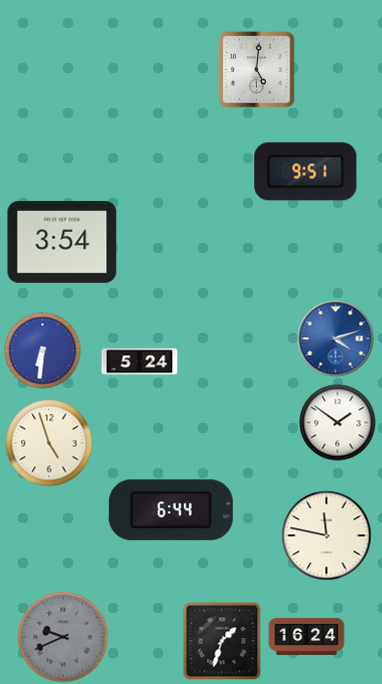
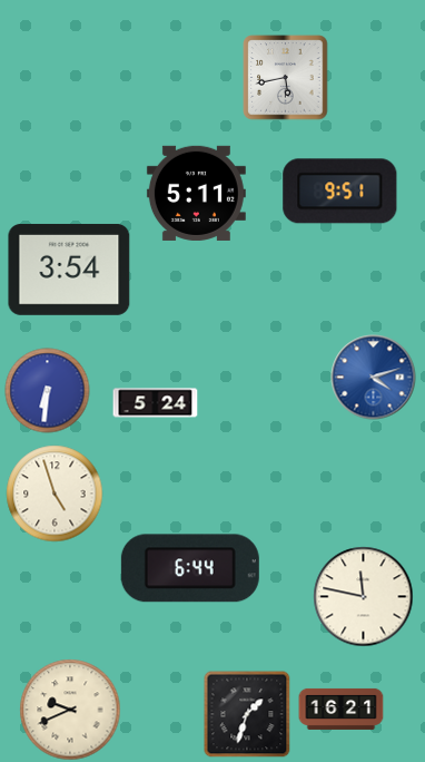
clock at (257, 70): 5:01 -> 5:43
clock at (196, 193): none -> 5:11
clock at (338, 423): 1:51 -> none
clock at (307, 636): 16:24 -> 16:21
clock at (63, 637) dial: grey -> cream
